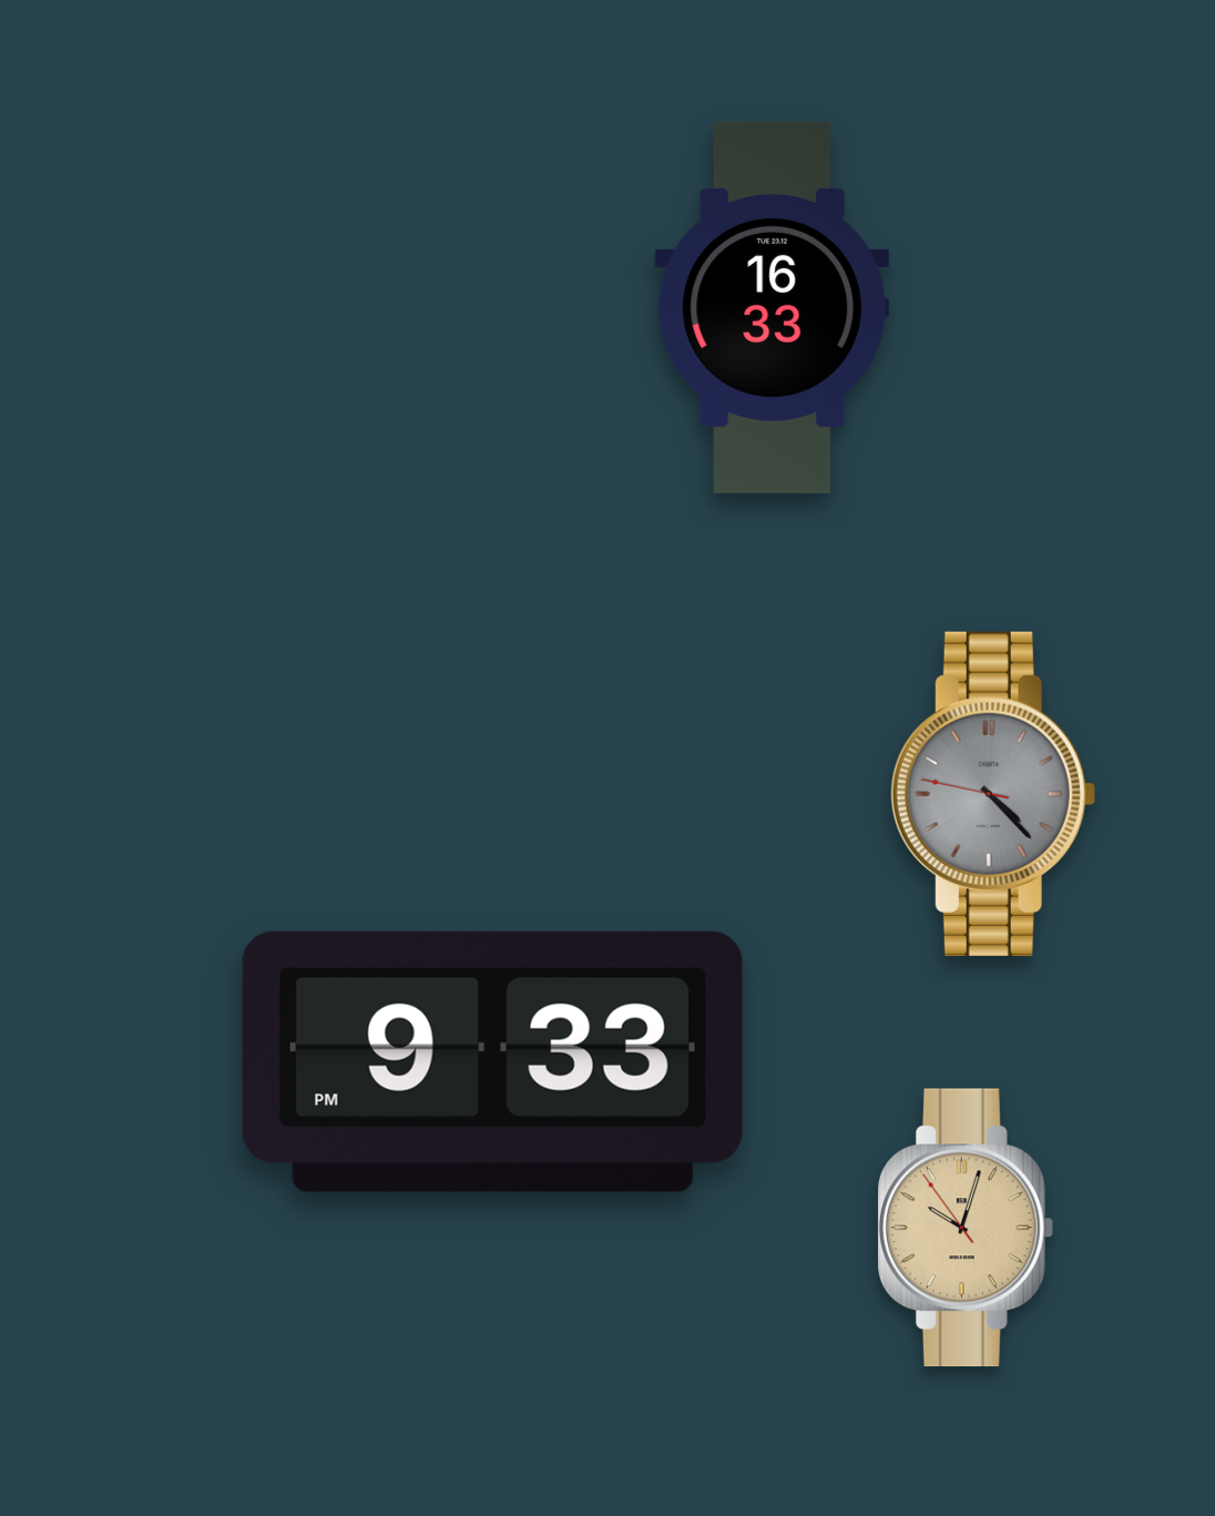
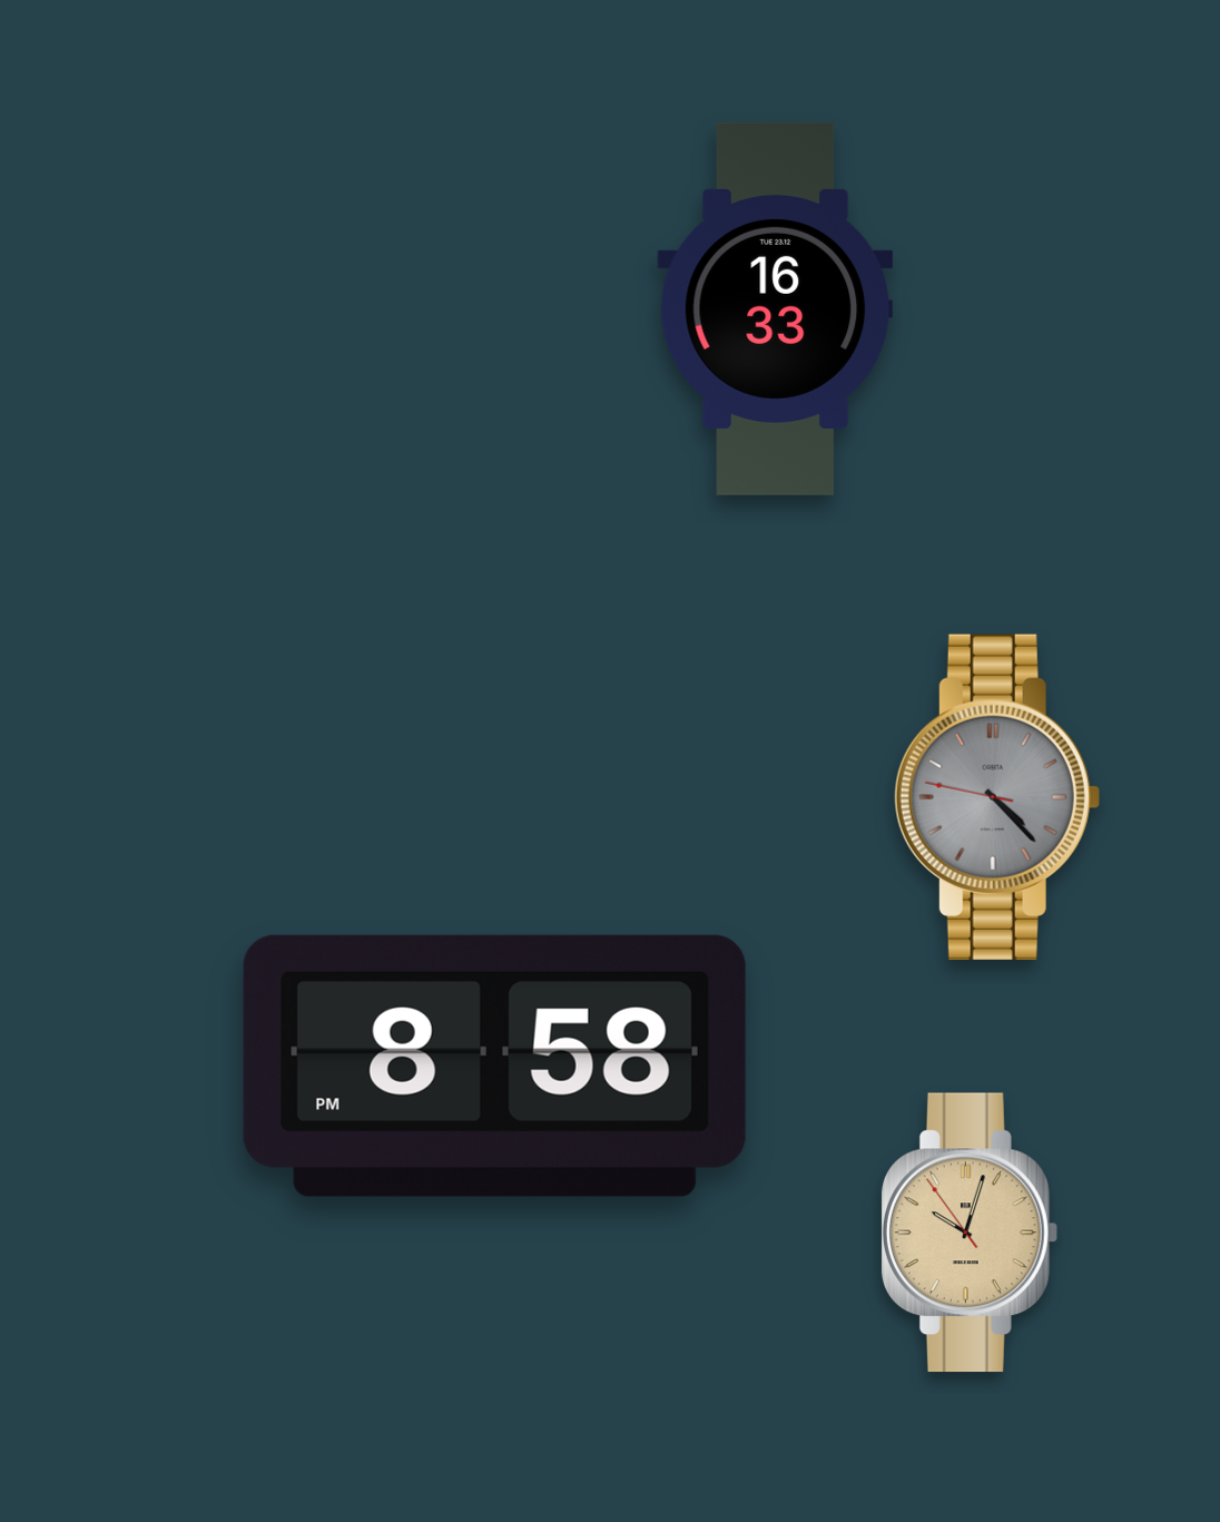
clock at (492, 1061): 9:33 -> 8:58
